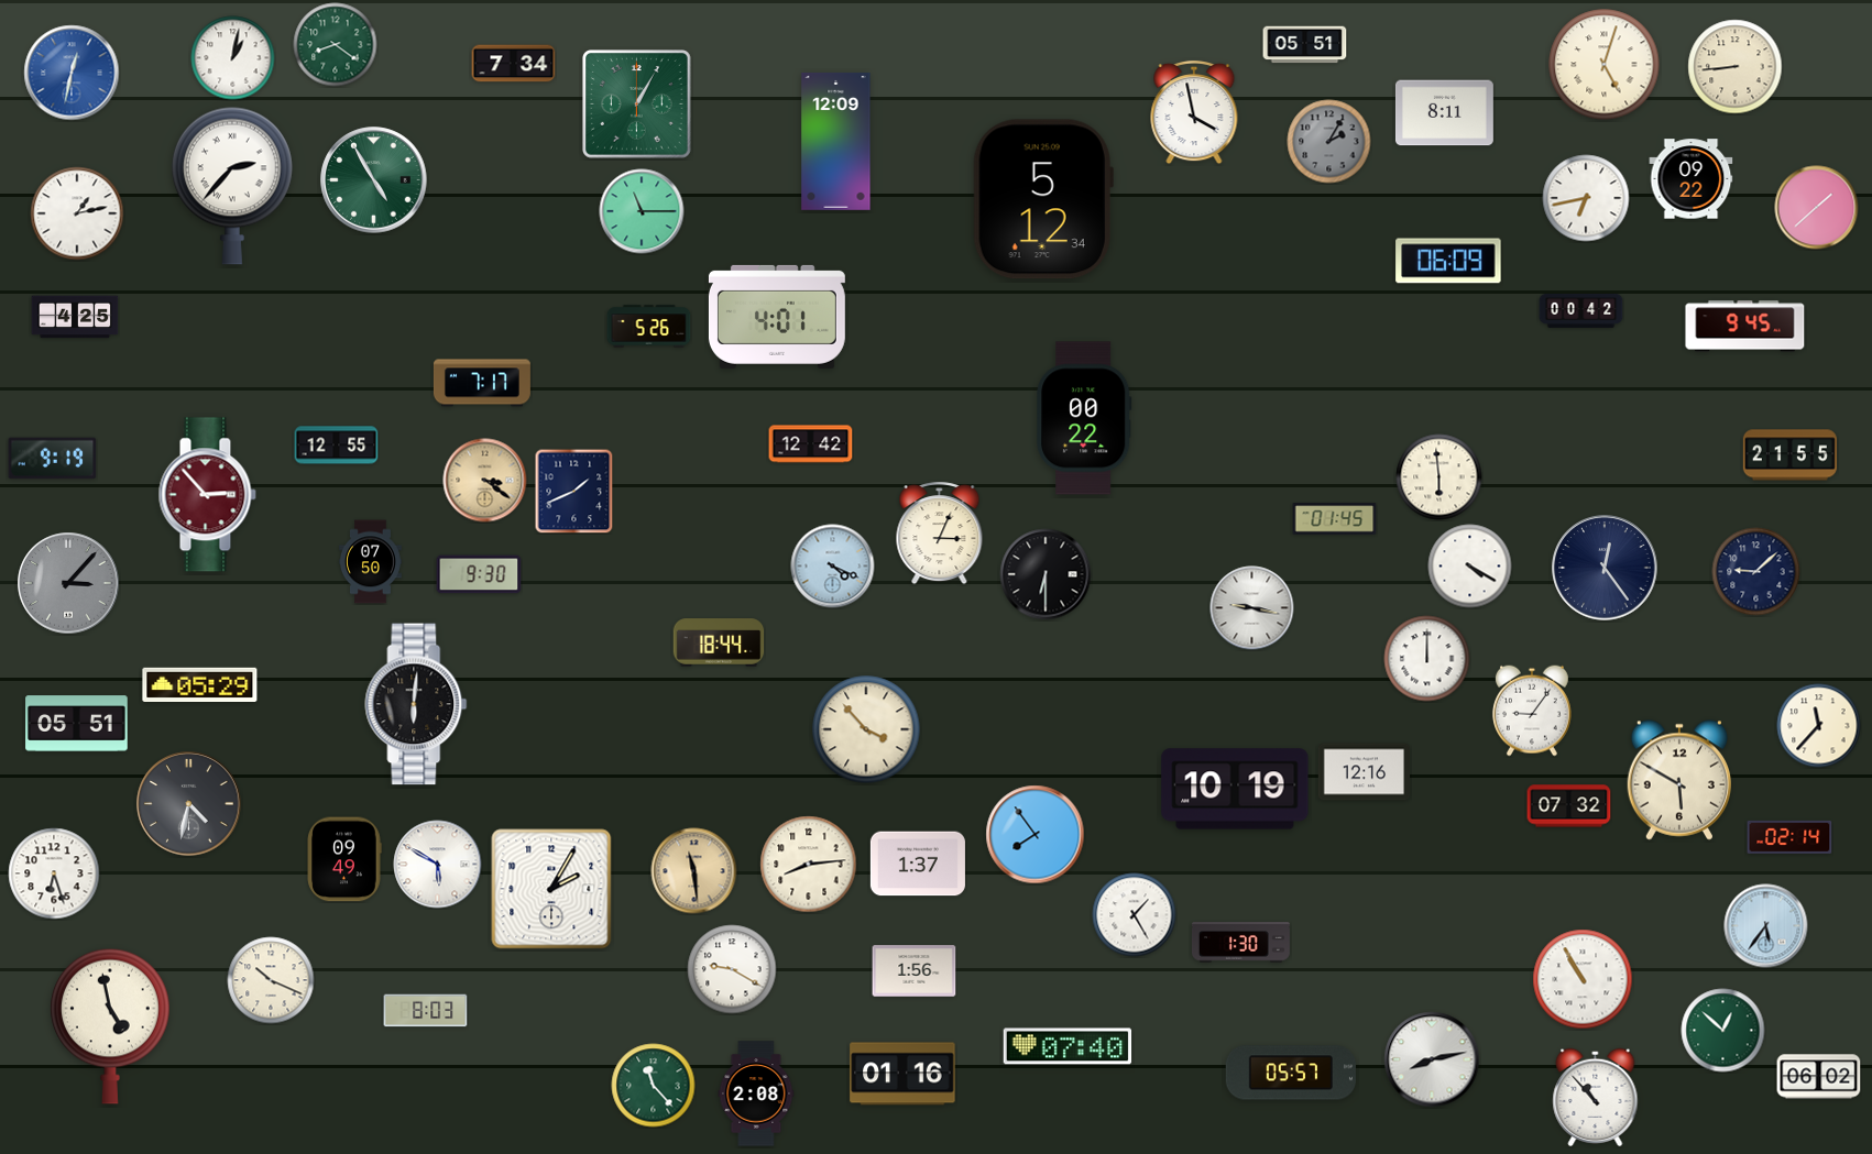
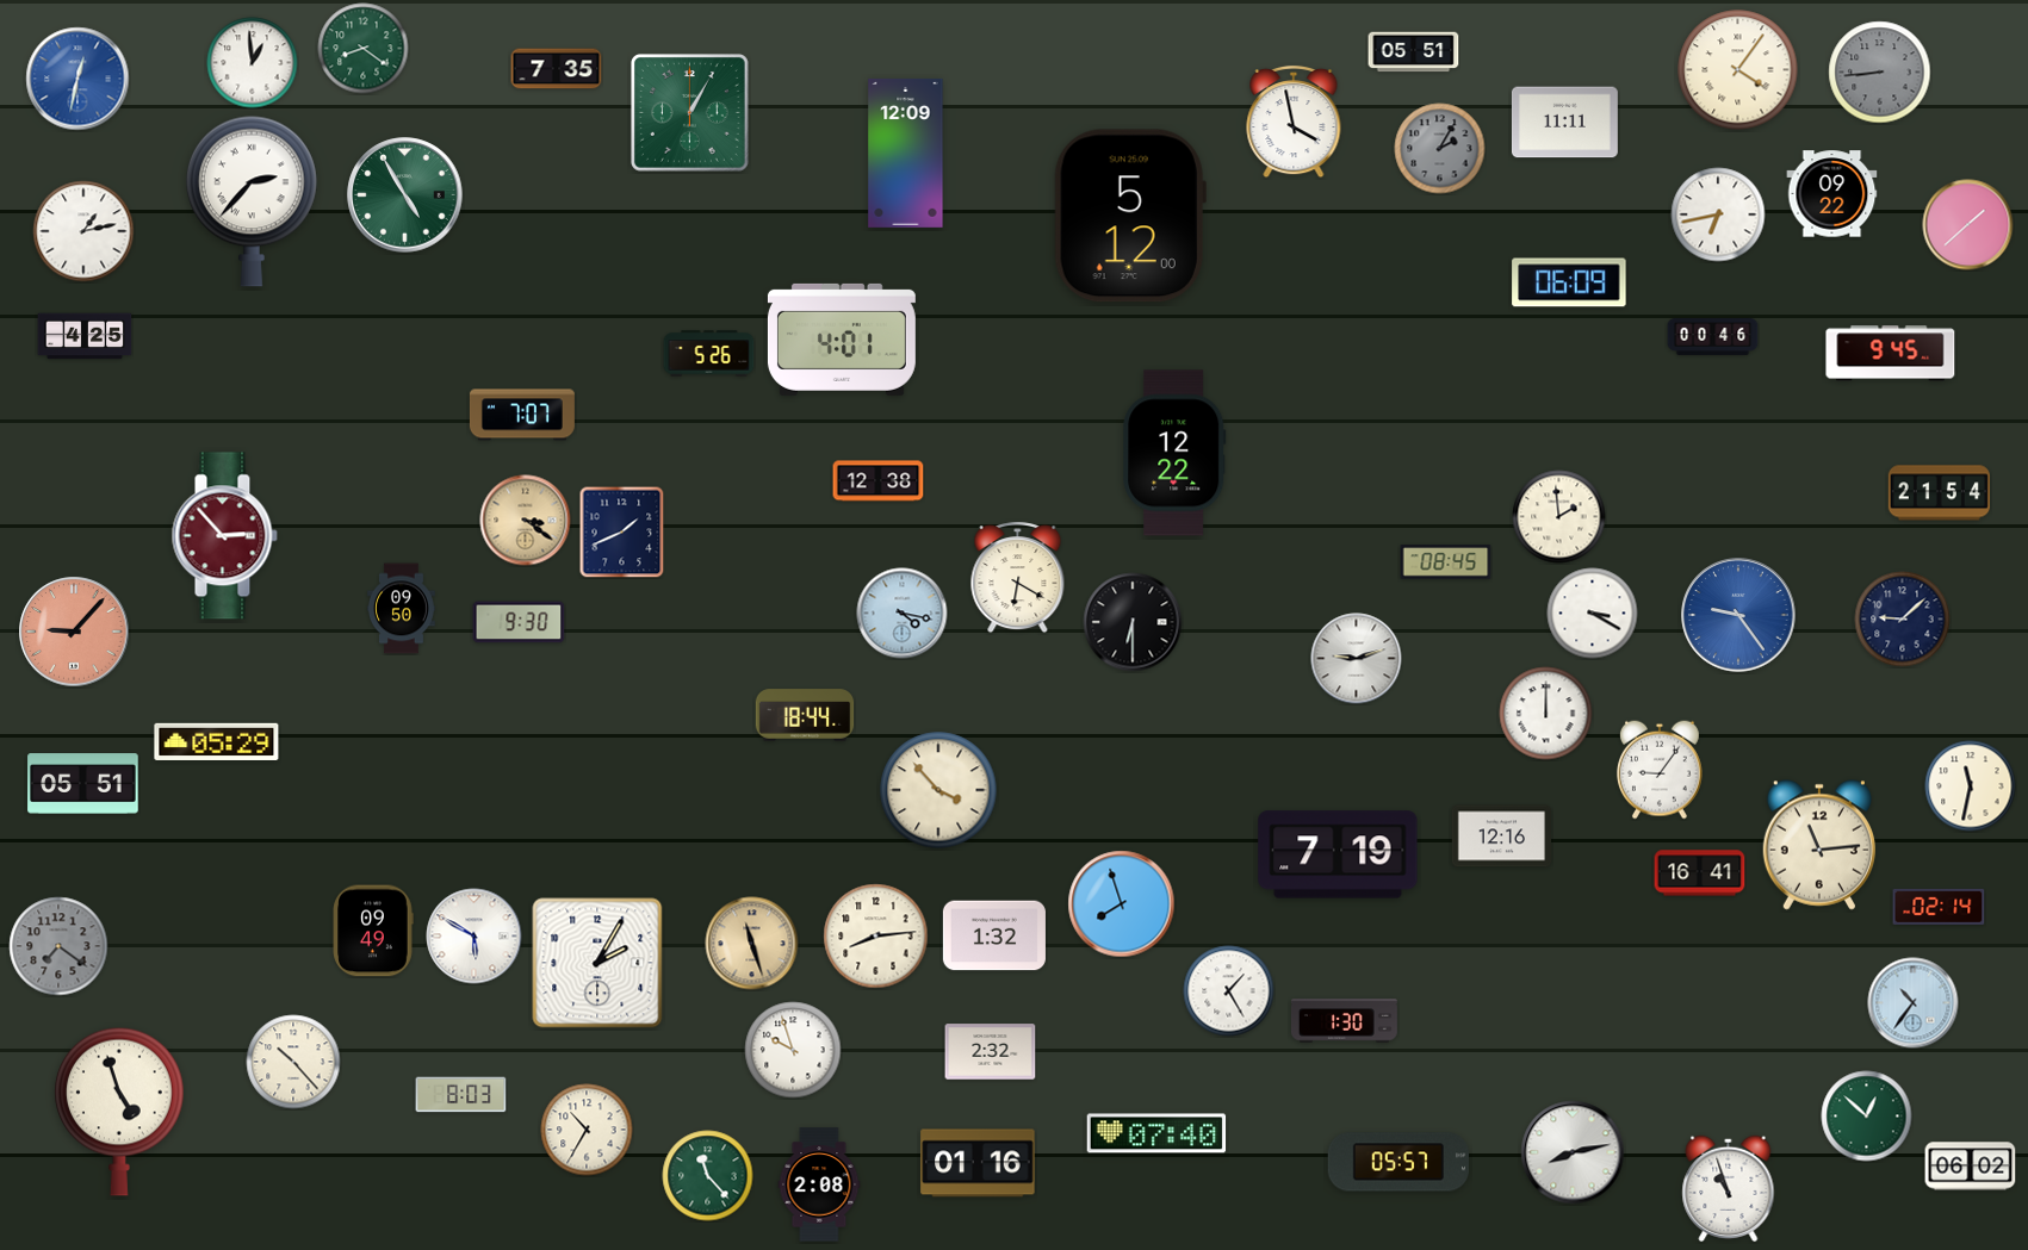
clock at (1305, 45) position: (1305, 45) -> (1414, 52)
clock at (233, 58): 1:02 -> 12:59
clock at (514, 64): 7:34 -> 7:35
clock at (1605, 65): 5:03 -> 4:06
clock at (1736, 67) dial: cream -> grey
clock at (1444, 113): 8:11 -> 11:11
clock at (1329, 142) position: (1329, 142) -> (1440, 149)
clock at (1043, 199): 5:12:34 -> 5:12:00
clock at (642, 211): 11:15 -> none
clock at (1581, 310): 00:42 -> 00:46
clock at (75, 317) position: (75, 317) -> (85, 336)
clock at (777, 317) position: (777, 317) -> (842, 340)
clock at (649, 327) position: (649, 327) -> (709, 354)
clock at (482, 383): 7:17 -> 7:07
clock at (1084, 418): 00:22 -> 12:22
clock at (811, 444): 12:42 -> 12:38
clock at (337, 446): 12:55 -> none
clock at (1789, 455): 21:55 -> 21:54
clock at (53, 459): 9:19 -> none
clock at (1439, 477): 5:59 -> 1:59
clock at (1335, 519): 01:45 -> 08:45
clock at (940, 534): 3:04 -> 6:20
clock at (371, 562): 07:50 -> 09:50
clock at (833, 567): 4:19 -> 4:17
clock at (1470, 567): 4:20 -> 3:20
clock at (1605, 568): 12:24 -> 9:24
clock at (1605, 568) dial: navy -> blue
clock at (68, 583): 3:07 -> 9:07
clock at (68, 583) dial: grey -> salmon
clock at (1252, 608): 9:17 -> 9:12
clock at (719, 642) position: (719, 642) -> (805, 715)
clock at (416, 704): 6:01 -> none
clock at (1819, 726): 11:37 -> 11:32
clock at (1365, 772) position: (1365, 772) -> (1502, 837)
clock at (1678, 780): 5:50 -> 11:14
clock at (1235, 789): 10:19 -> 7:19
clock at (189, 804): 4:32 -> none
clock at (1569, 806): 07:32 -> 16:41
clock at (1036, 835): 7:54 -> 7:57
clock at (918, 864): 1:37 -> 1:32
clock at (694, 871): 11:29 -> 11:27
clock at (54, 873): 6:27 -> 7:21
clock at (54, 873) dial: white -> grey
clock at (1766, 926): 5:36 -> 10:36
clock at (732, 969): 9:20 -> 9:57
clock at (915, 971): 1:56 -> 2:32
clock at (1583, 979): 10:55 -> none
clock at (271, 980): 10:19 -> 10:23
clock at (110, 1026): 4:58 -> 4:57
clock at (587, 1130): none -> 10:35
clock at (1432, 1059) position: (1432, 1059) -> (1573, 1152)
clock at (1596, 1098): 10:53 -> 10:57
